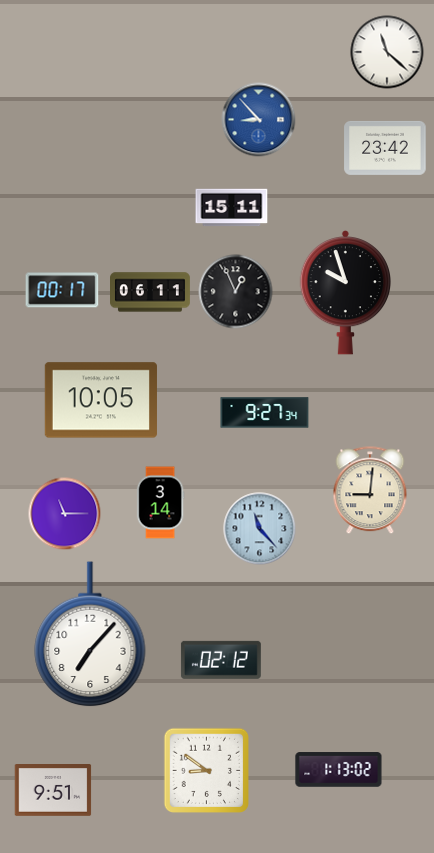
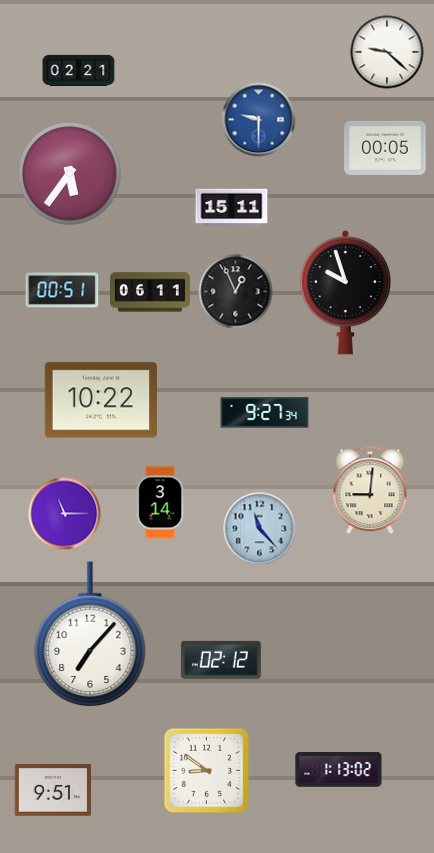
clock at (387, 52): 11:22 -> 9:22
clock at (79, 70): none -> 02:21
clock at (259, 120): 8:53 -> 9:30
clock at (385, 148): 23:42 -> 00:05
clock at (70, 174): none -> 5:36
clock at (62, 290): 00:17 -> 00:51
clock at (101, 400): 10:05 -> 10:22
